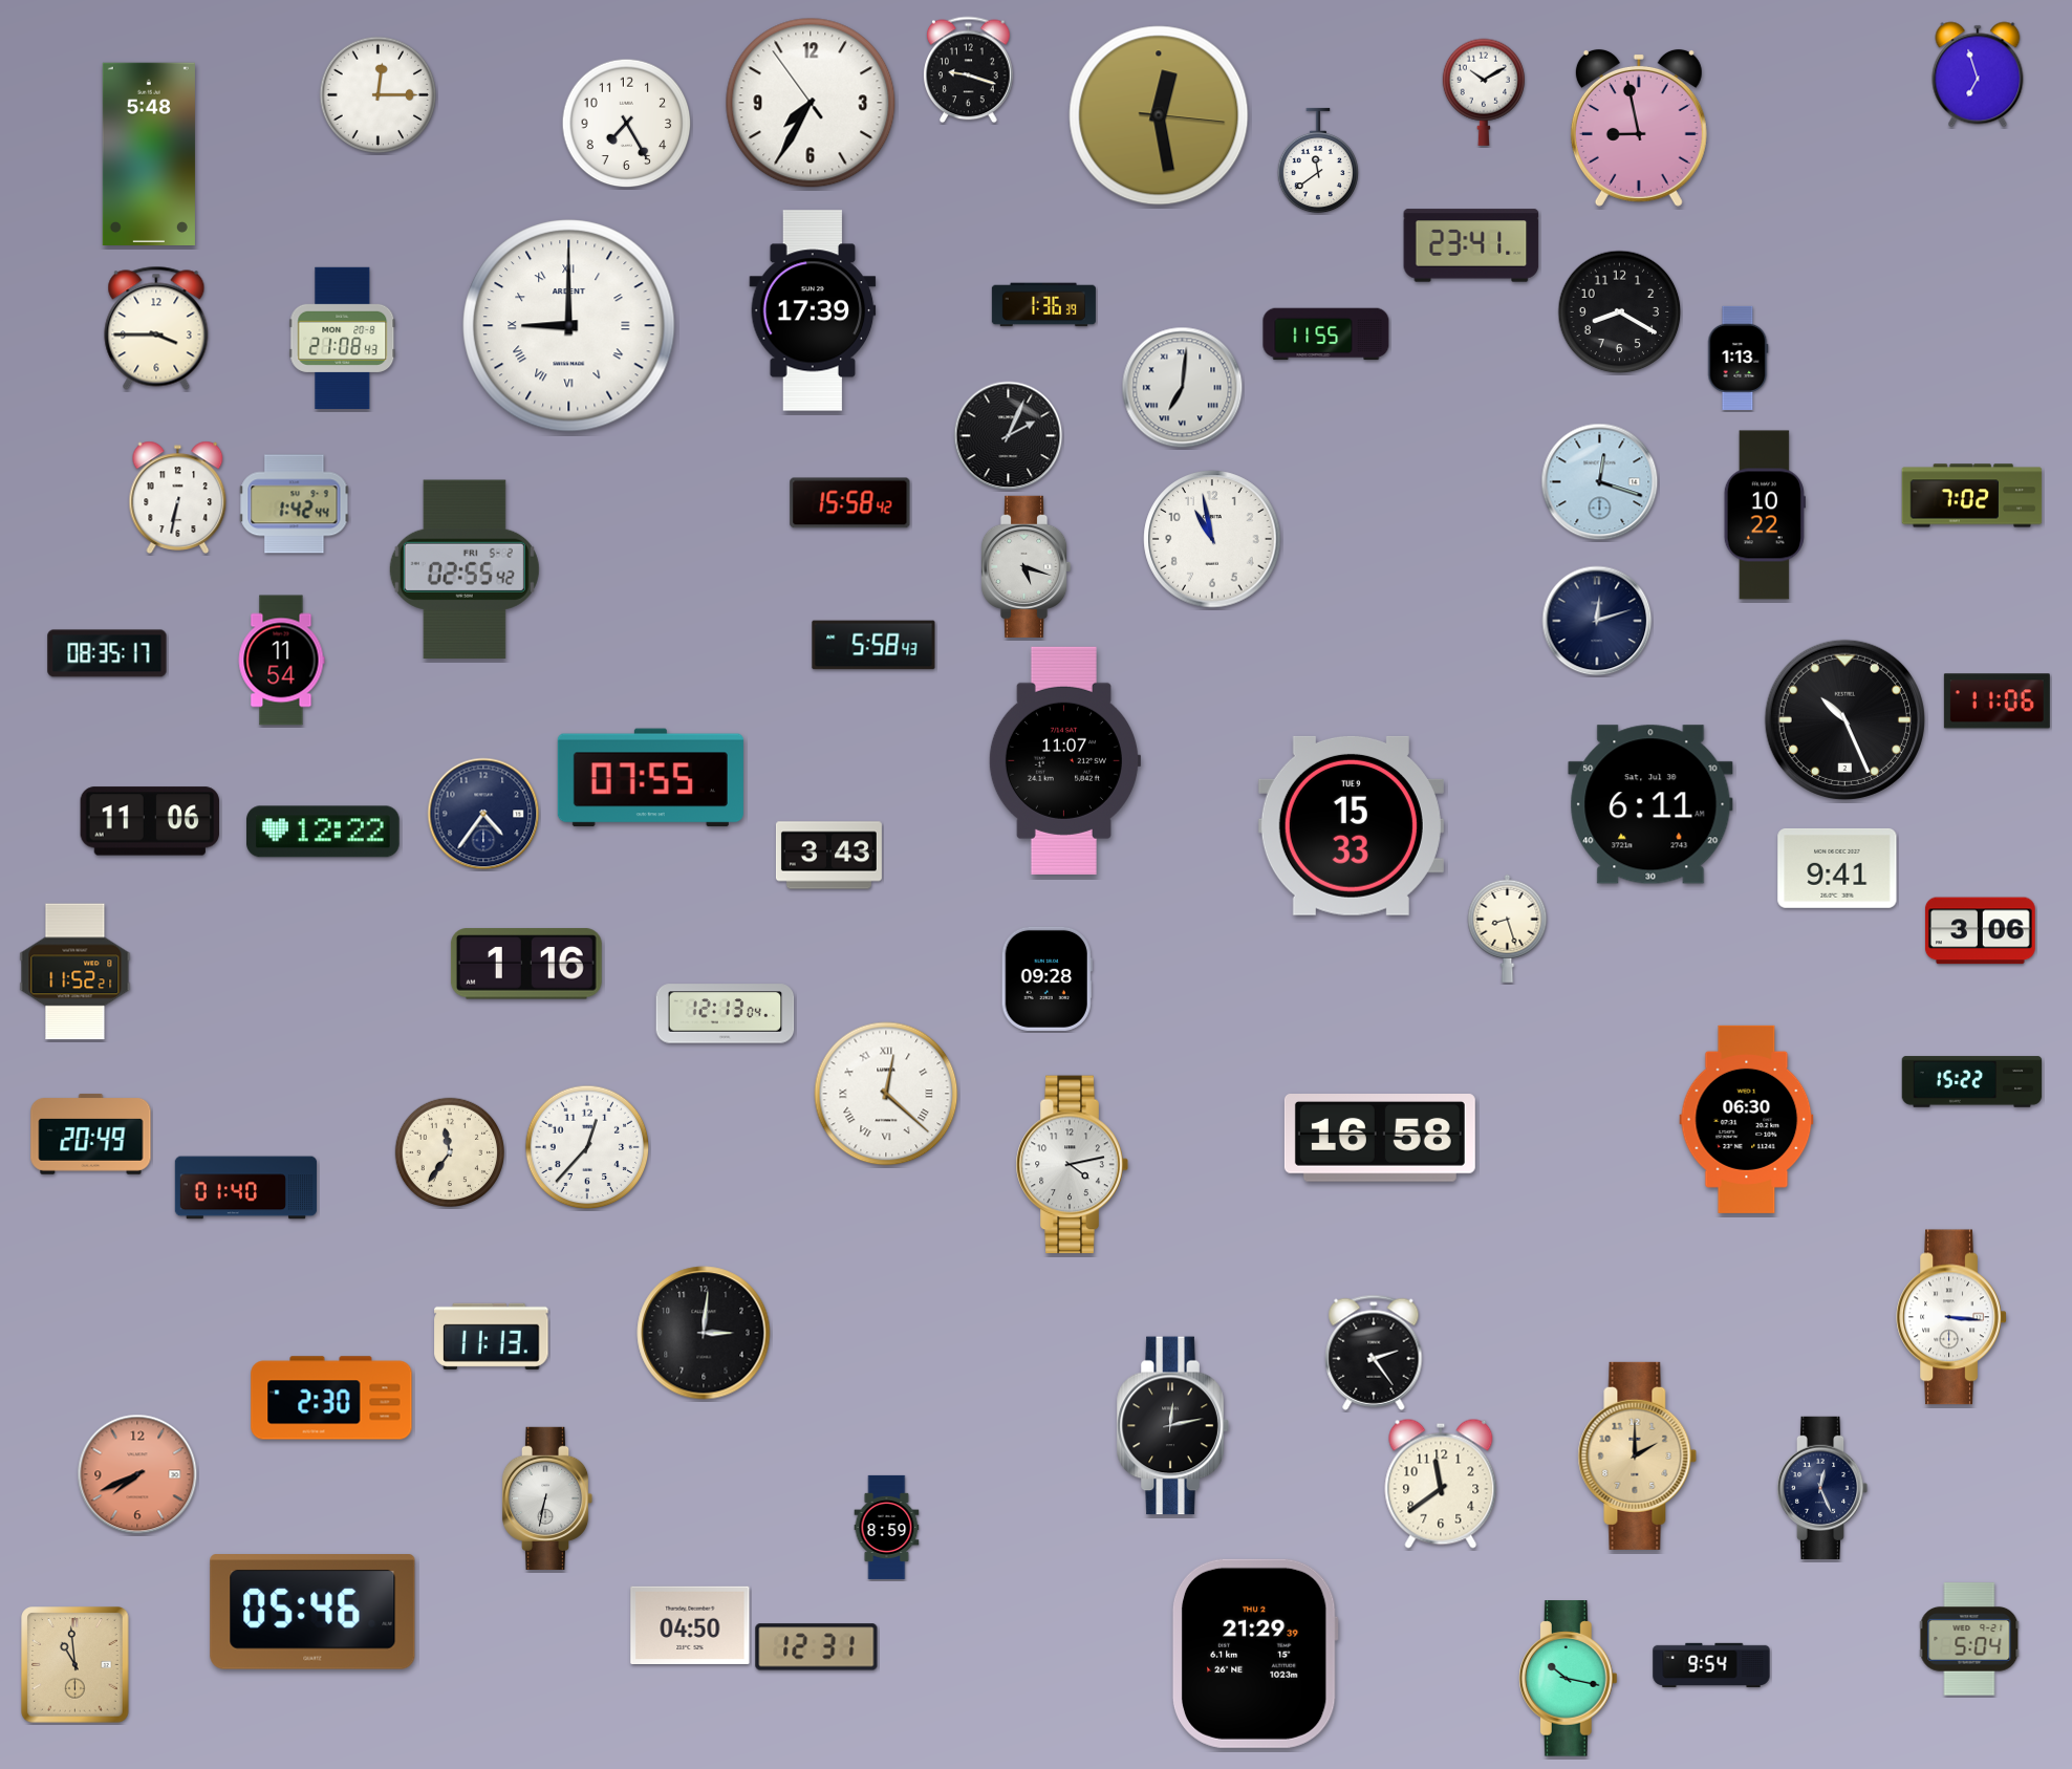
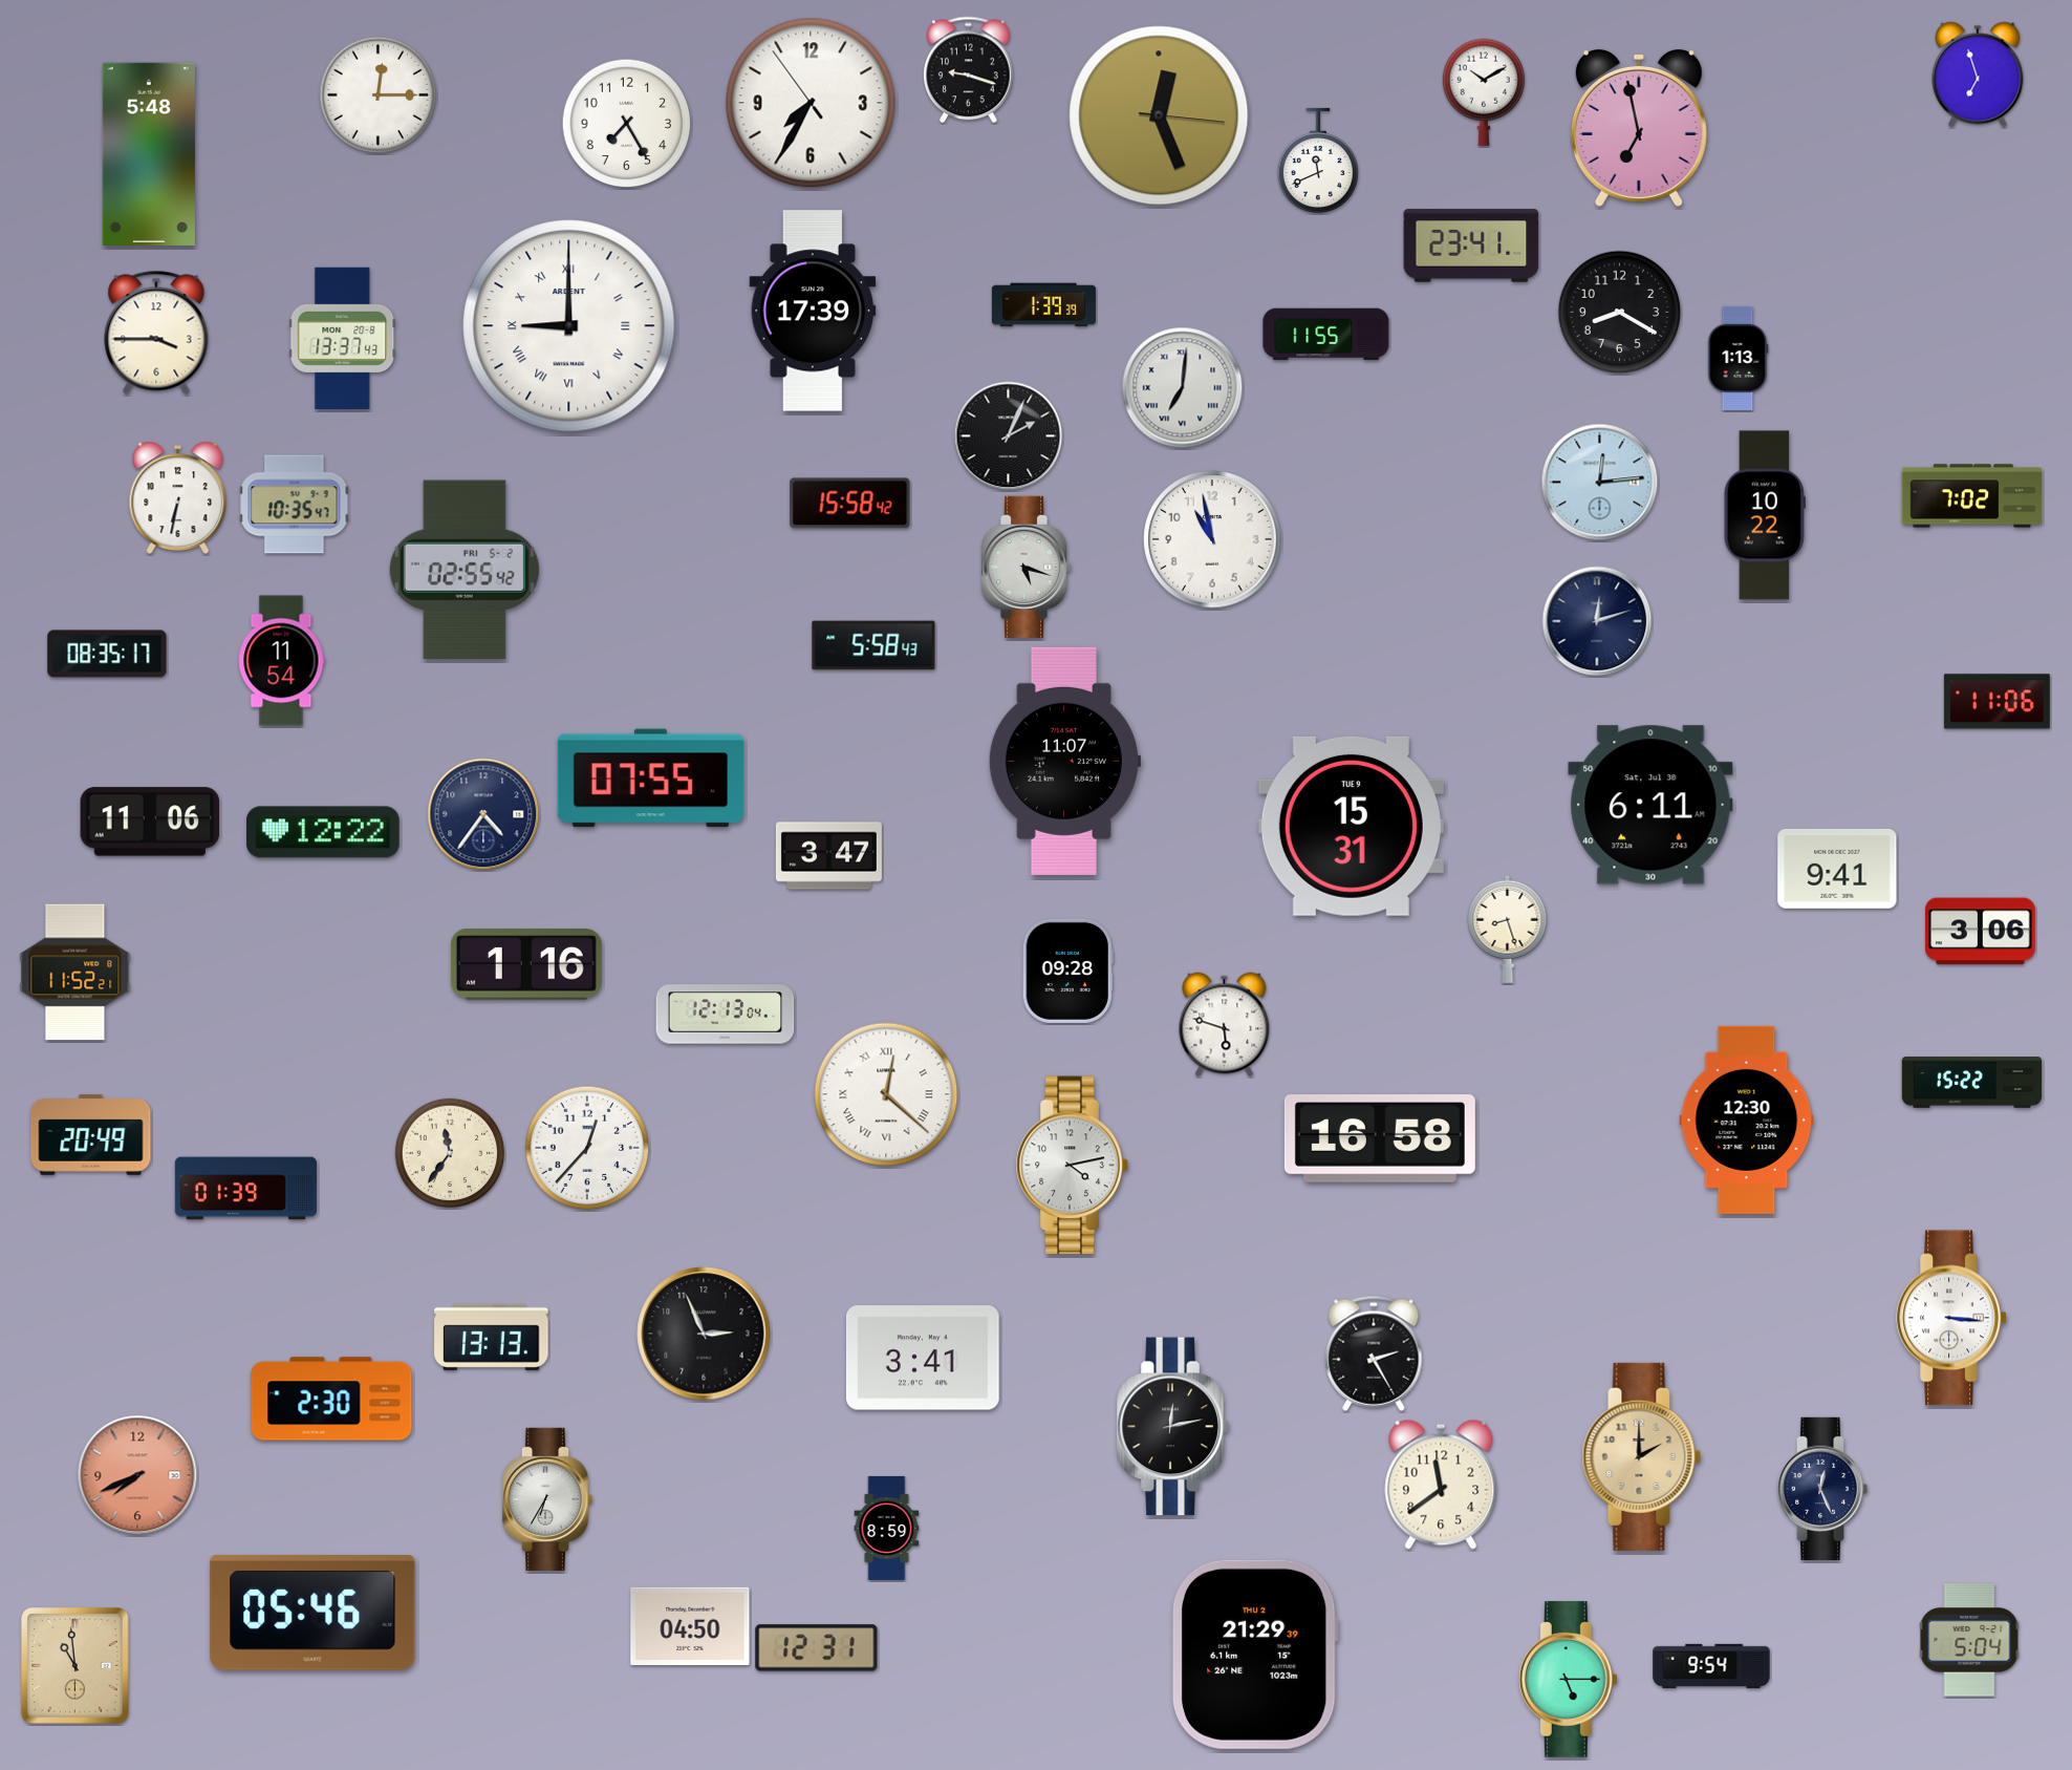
clock at (1159, 115): 12:28 -> 12:26
clock at (1639, 128): 8:58 -> 6:58
clock at (1318, 160): 11:39 -> 11:41
clock at (1043, 305): 1:36 -> 1:39
clock at (156, 328) position: (156, 328) -> (156, 333)
clock at (343, 338): 21:08 -> 13:37
clock at (1600, 482): 12:18 -> 12:14
clock at (295, 504): 1:42 -> 10:35
clock at (1844, 719): 10:26 -> none
clock at (1351, 825): 15:33 -> 15:31
clock at (828, 856): 3:43 -> 3:47
clock at (1046, 978) position: (1046, 978) -> (1067, 971)
clock at (1225, 1025): none -> 5:48
clock at (1747, 1119): 06:30 -> 12:30
clock at (246, 1188): 01:40 -> 01:39
clock at (704, 1333): 3:01 -> 2:56
clock at (492, 1336): 11:13 -> 13:13
clock at (1374, 1353): 2:24 -> 2:25
clock at (924, 1358): none -> 3:41
clock at (1638, 1455) position: (1638, 1455) -> (1642, 1456)
clock at (547, 1498): 6:32 -> 6:35
clock at (1568, 1679): 10:17 -> 5:15
